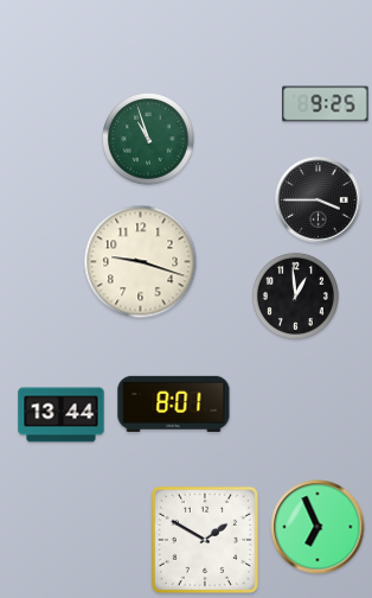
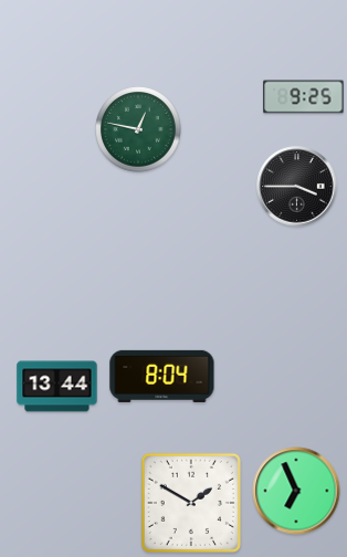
clock at (149, 139): 10:57 -> 12:47
clock at (141, 262): 9:18 -> none
clock at (295, 295): 12:59 -> none
clock at (174, 403): 8:01 -> 8:04
